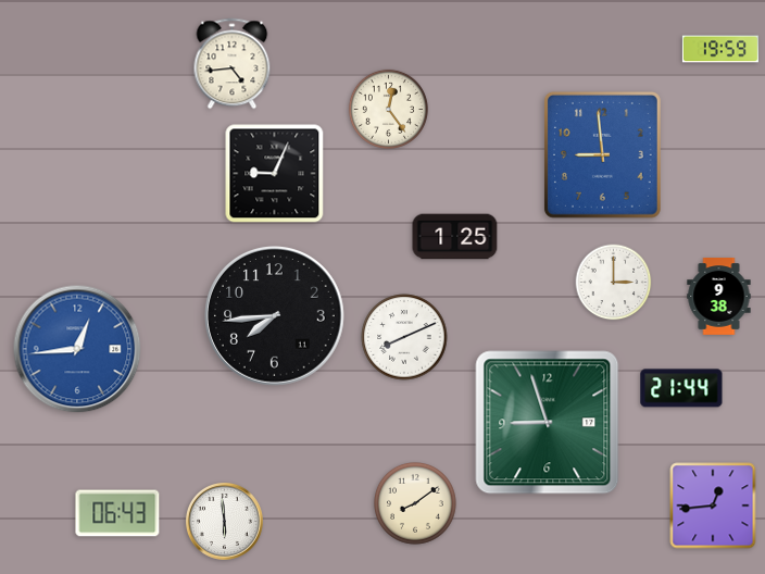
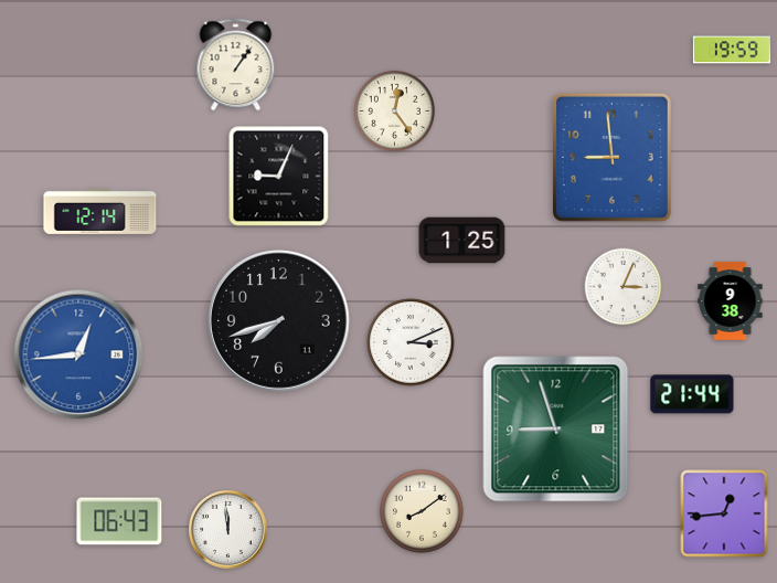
clock at (233, 64): 4:44 -> 1:06
clock at (100, 211): none -> 12:14
clock at (614, 283): 3:00 -> 3:04
clock at (275, 316): 7:44 -> 7:42
clock at (404, 337): 8:11 -> 3:11
clock at (225, 522): 5:59 -> 11:59
